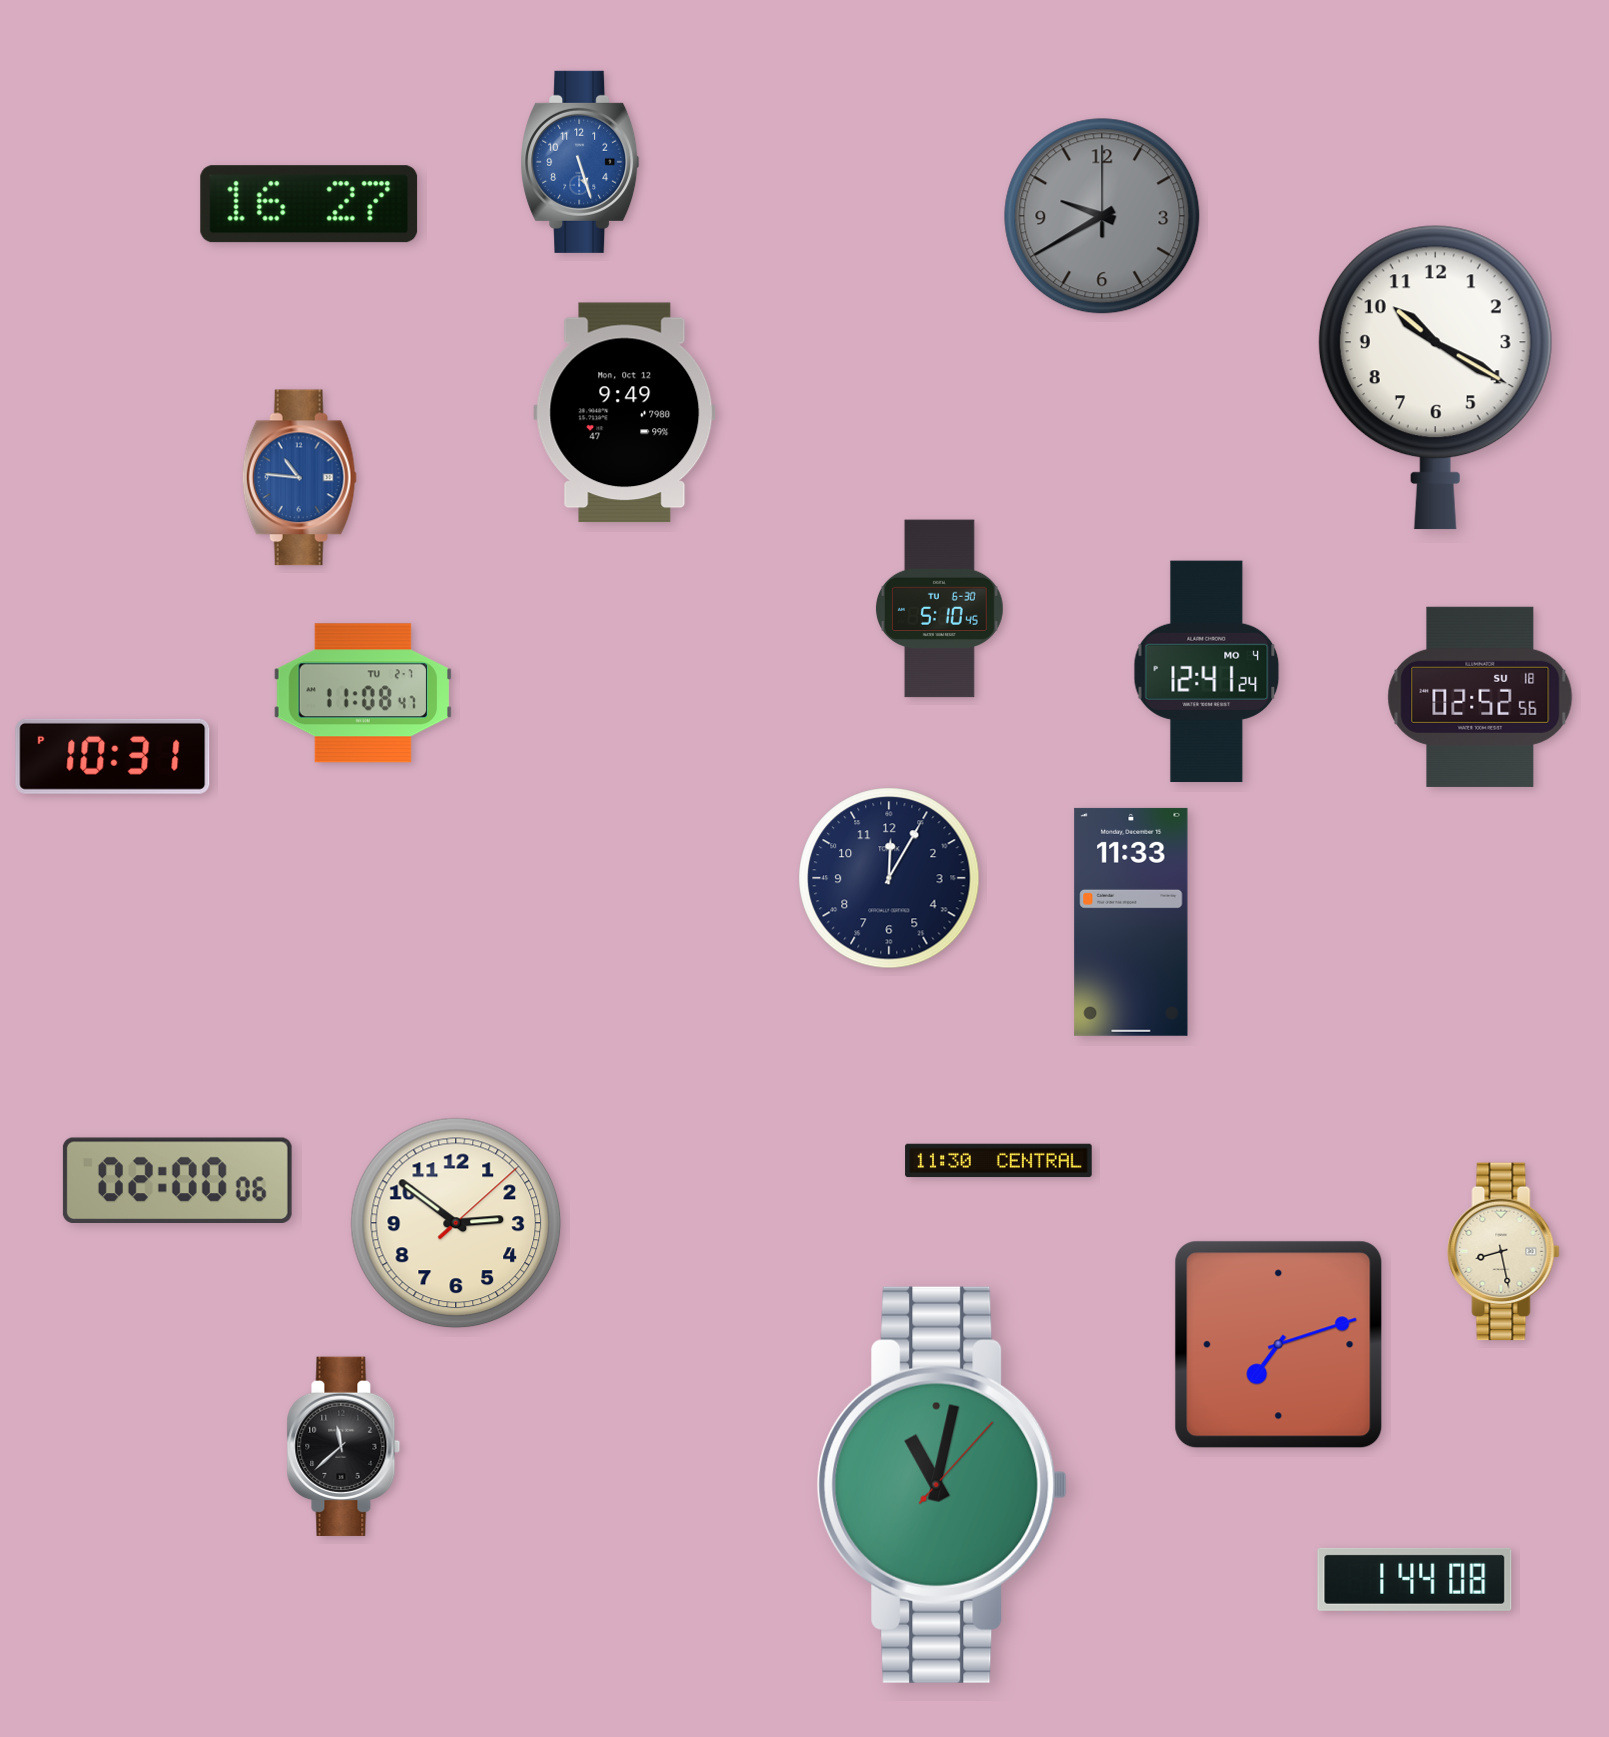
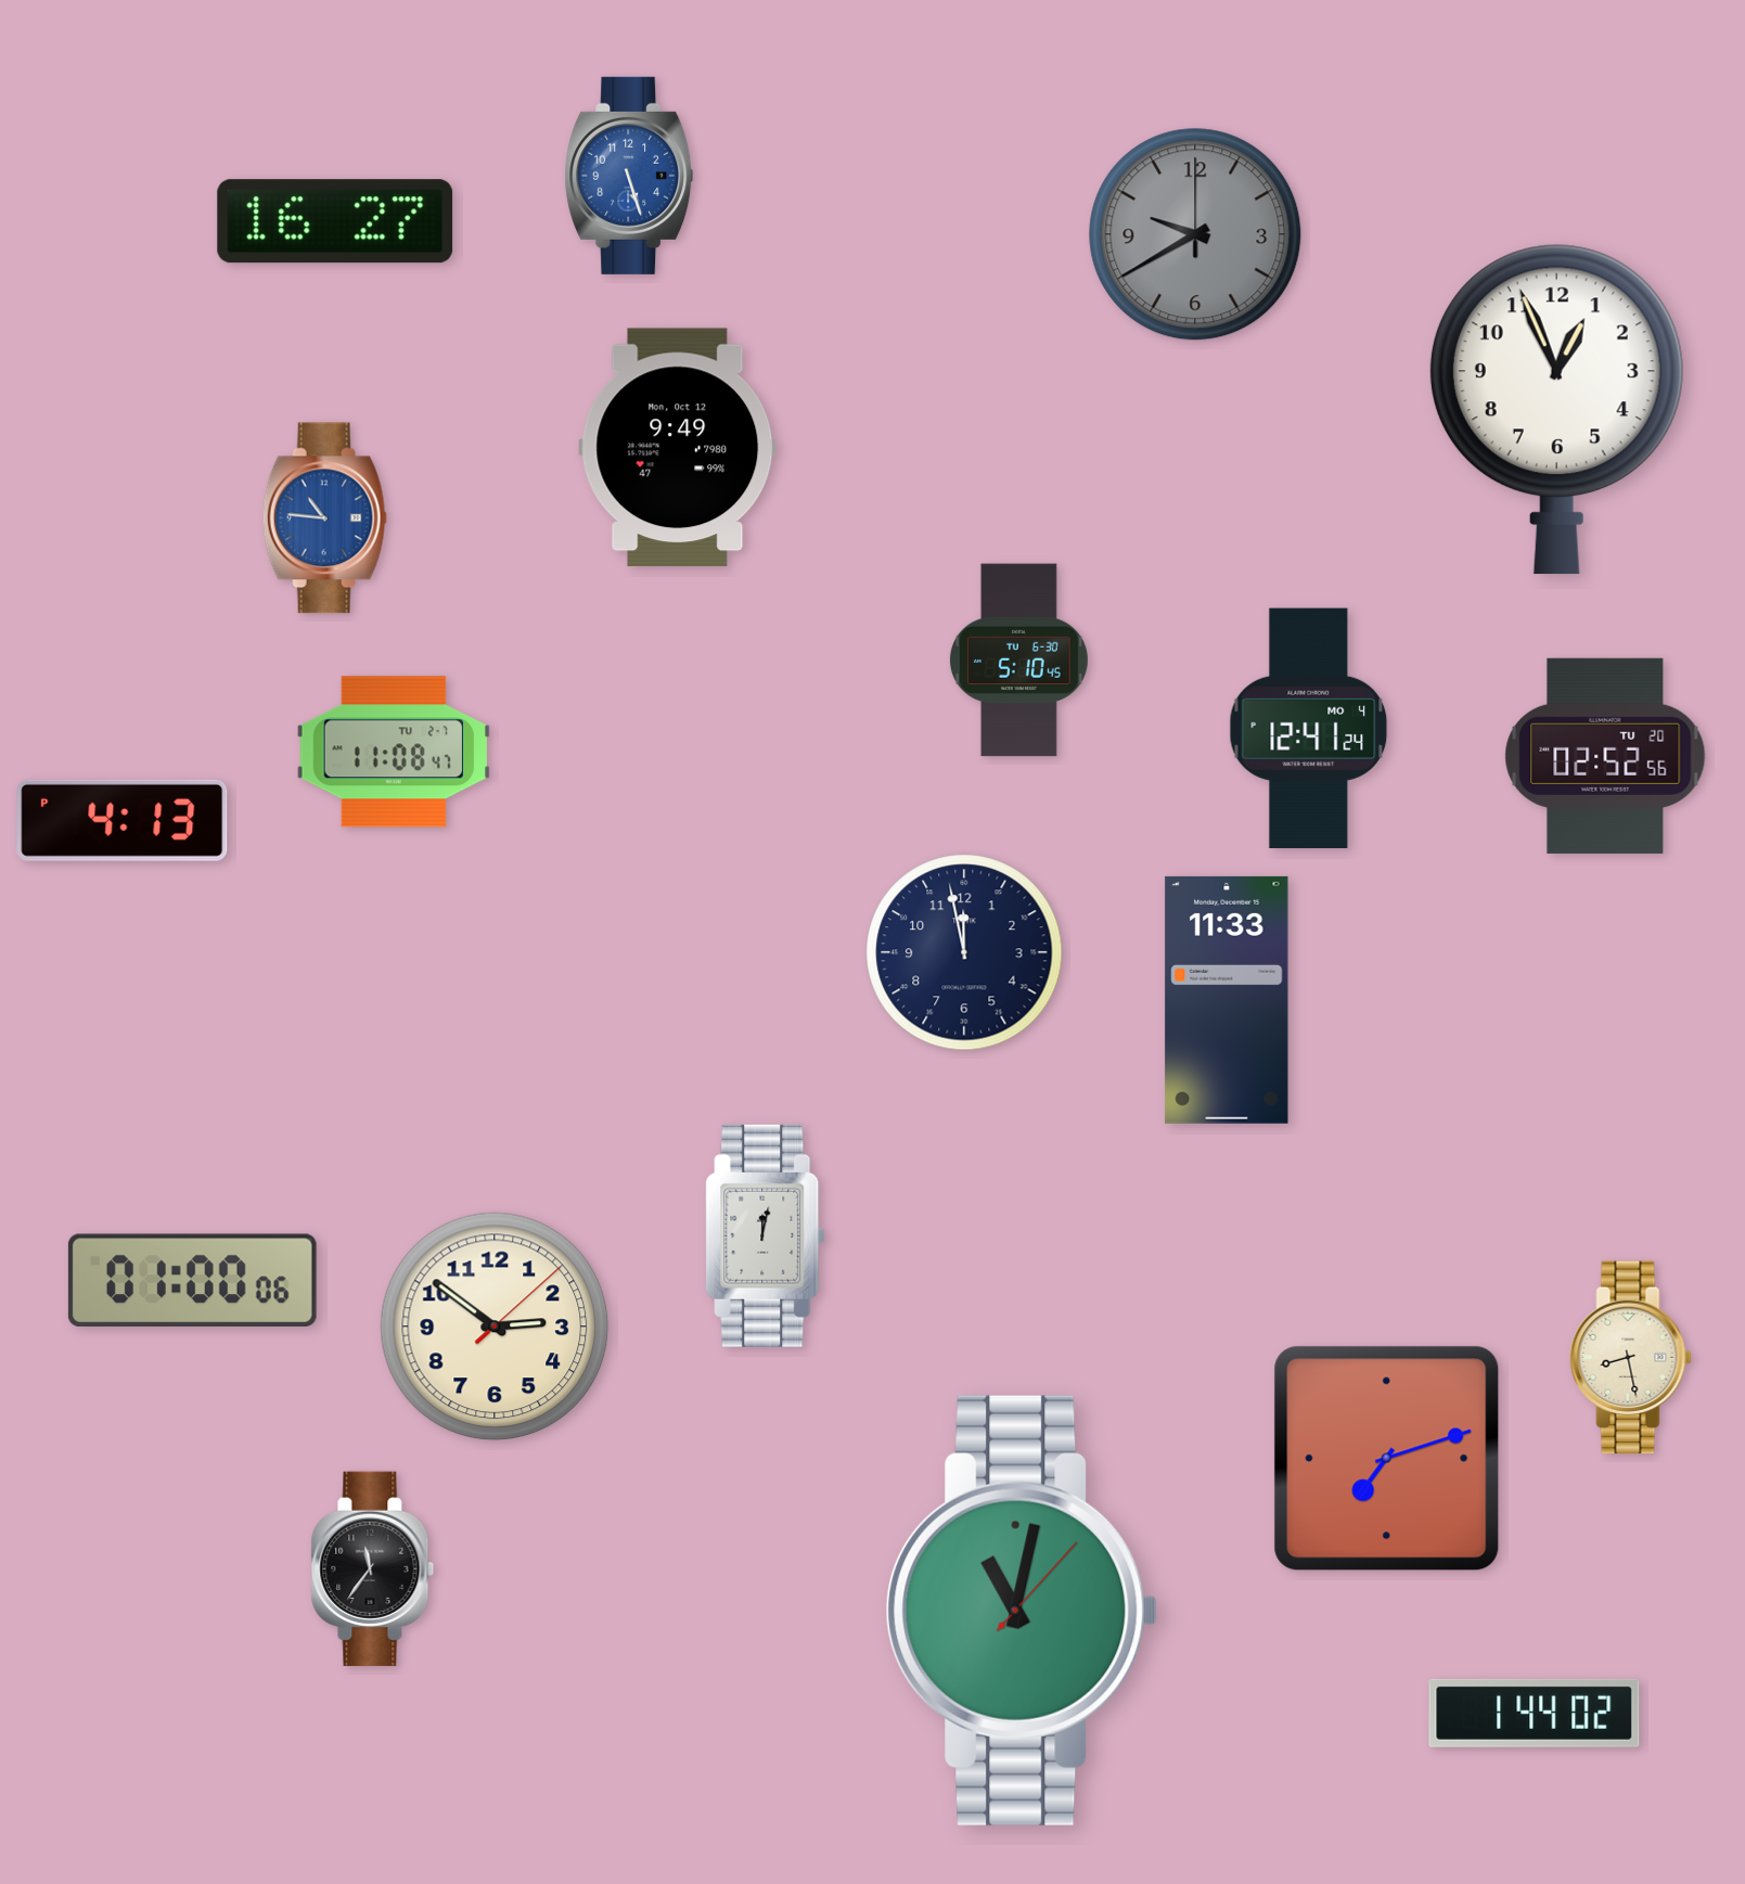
clock at (1435, 377): 10:20 -> 12:56
clock at (1480, 697) date: SU 18 -> TU 20
clock at (113, 756): 10:31 -> 4:13
clock at (889, 878): 12:05 -> 11:58
clock at (766, 1235): none -> 12:02
clock at (999, 1161): 11:30 -> none
clock at (177, 1180): 02:00 -> 01:00
clock at (344, 1446): 11:38 -> 11:36
clock at (1415, 1579): 1:44:08 -> 1:44:02
